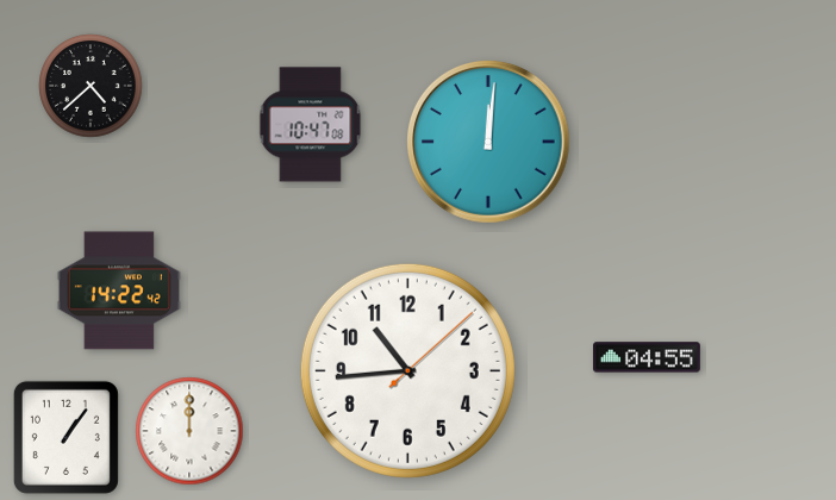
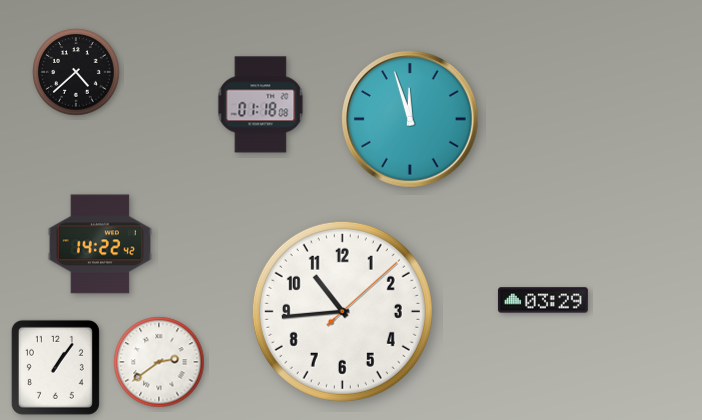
clock at (311, 125): 10:47 -> 01:18
clock at (489, 143): 12:01 -> 11:57
clock at (647, 357): 04:55 -> 03:29
clock at (189, 431): 12:00 -> 2:39
